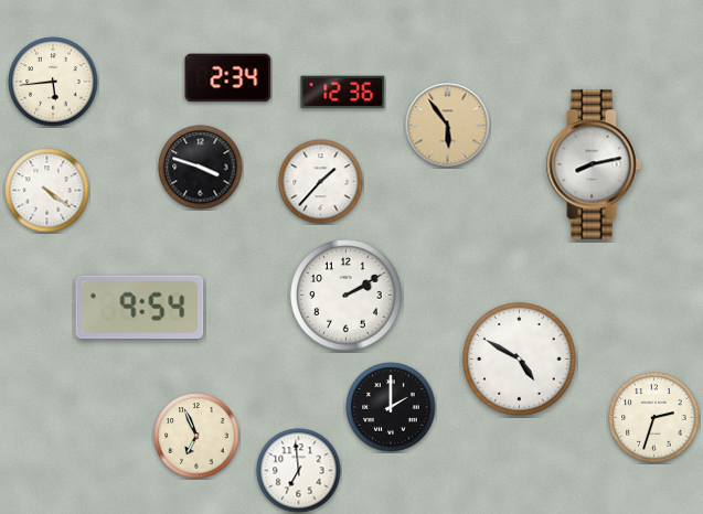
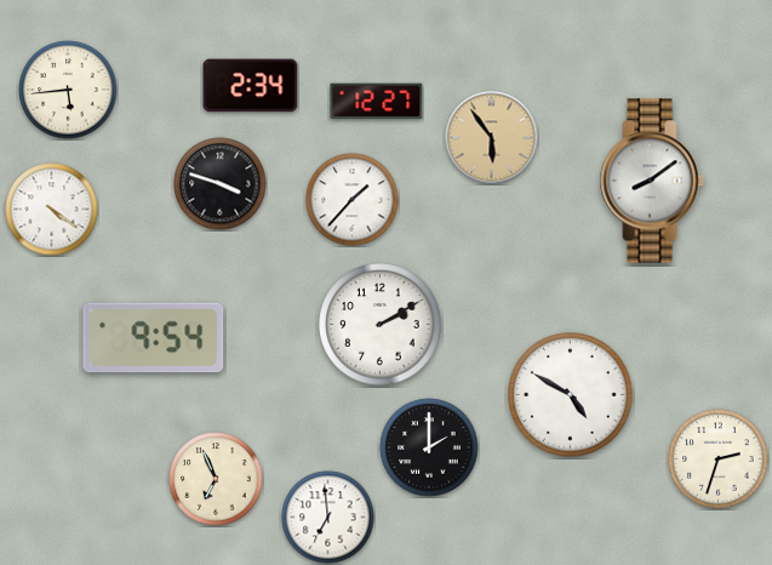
clock at (53, 82) position: (53, 82) -> (68, 90)
clock at (343, 93): 12:36 -> 12:27
clock at (594, 164): 8:13 -> 8:09
